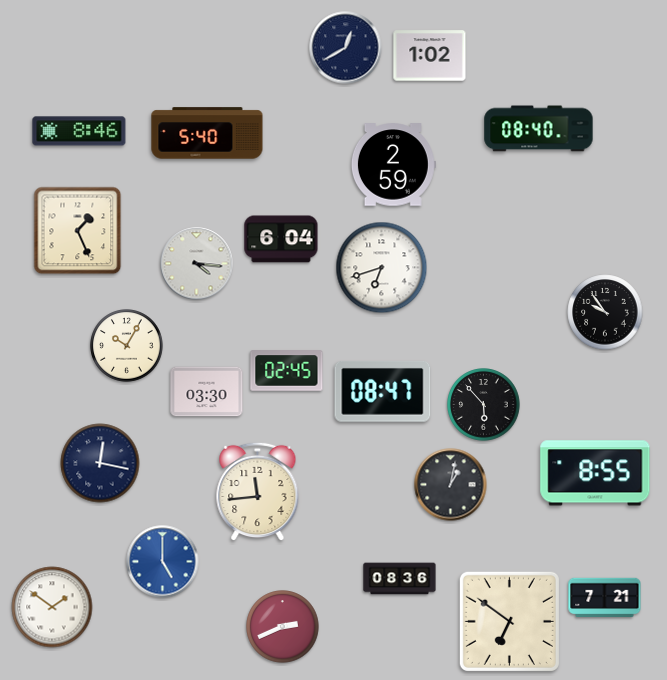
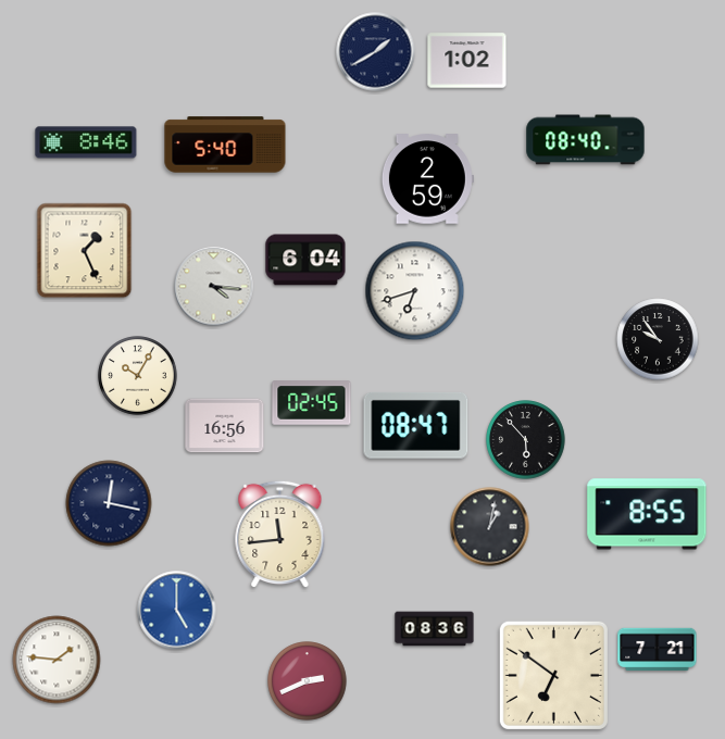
clock at (346, 48): 12:40 -> 1:40
clock at (207, 392): 03:30 -> 16:56
clock at (52, 607): 1:51 -> 1:46
